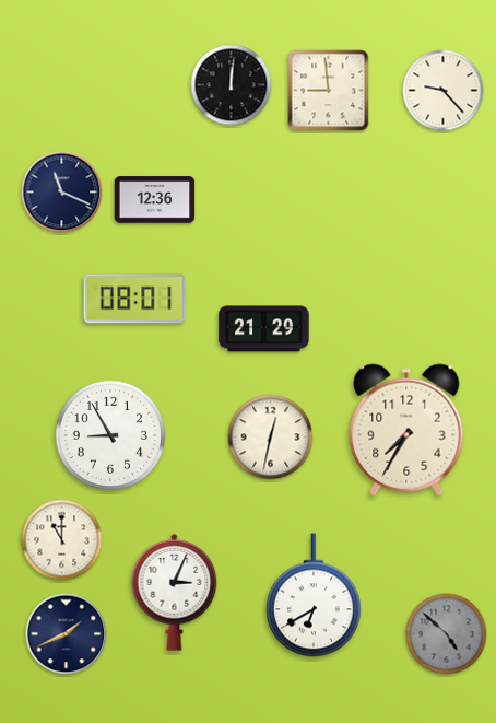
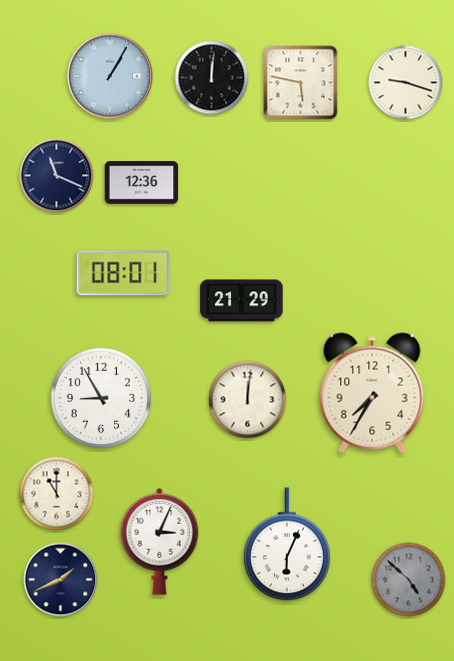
clock at (110, 76): none -> 1:05
clock at (329, 91): 8:59 -> 5:47
clock at (444, 91): 9:23 -> 9:18
clock at (271, 438): 12:32 -> 12:01
clock at (314, 595): 6:40 -> 6:04
